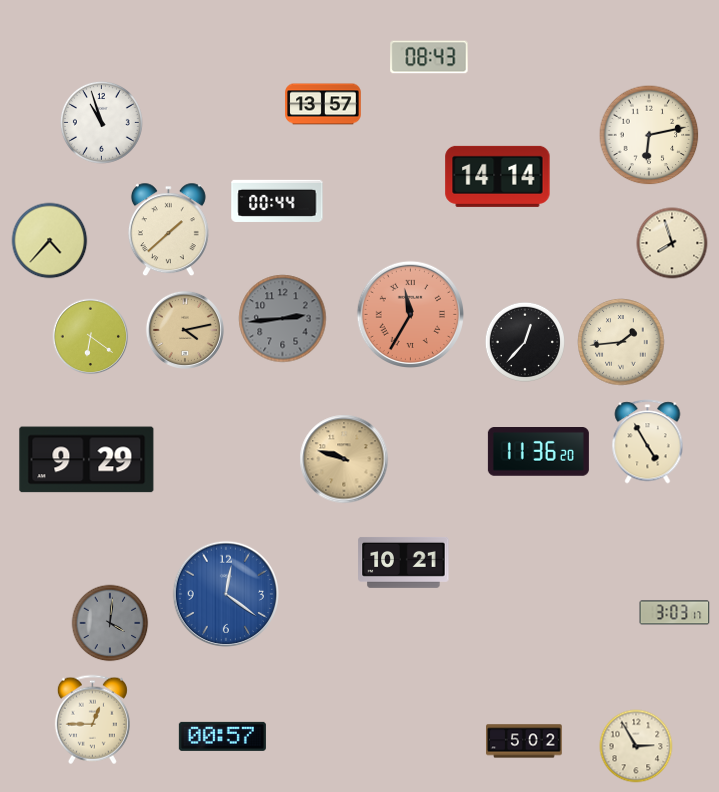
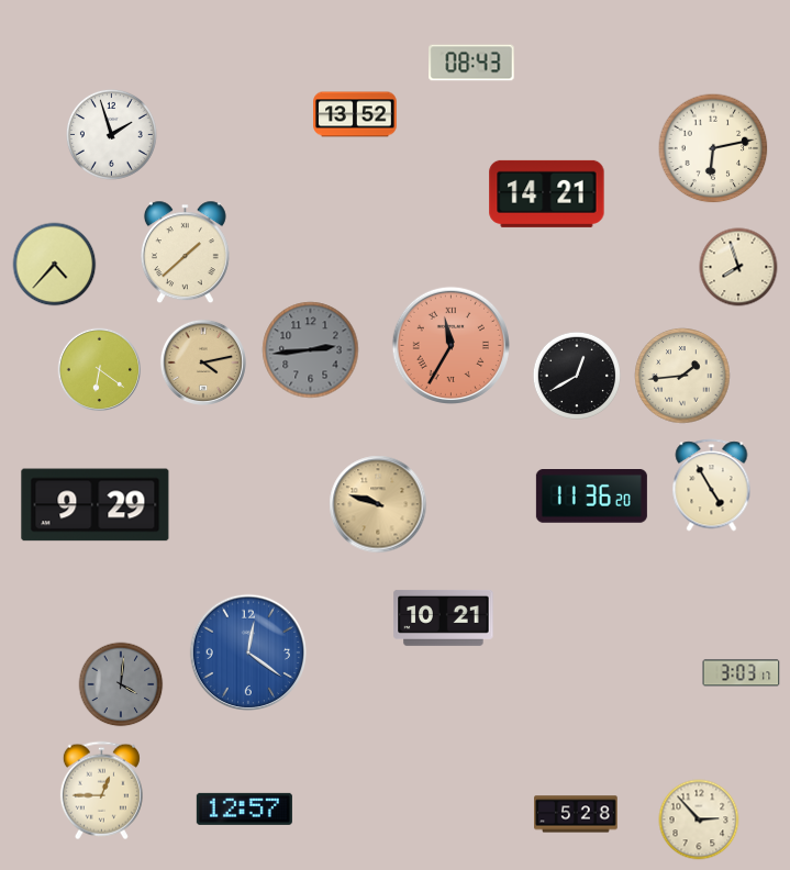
clock at (323, 104): 13:57 -> 13:52
clock at (101, 122): 10:57 -> 1:57
clock at (498, 176): 14:14 -> 14:21
clock at (277, 201): 00:44 -> none
clock at (524, 341): 12:37 -> 12:40
clock at (222, 736): 00:57 -> 12:57
clock at (524, 741): 5:02 -> 5:28
clock at (636, 746): 2:55 -> 2:53
